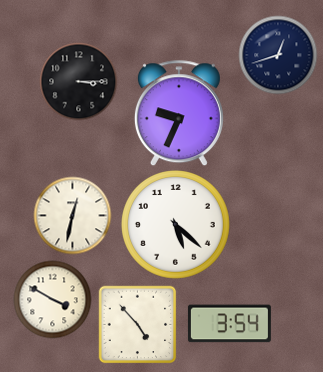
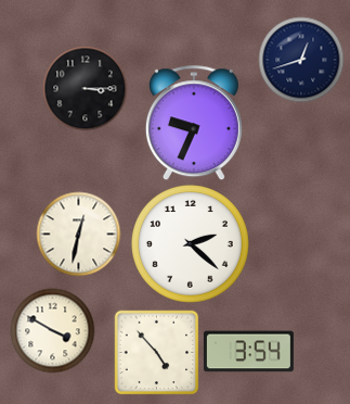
clock at (176, 225): 5:22 -> 2:22
clock at (52, 299) position: (52, 299) -> (52, 330)
clock at (137, 324) position: (137, 324) -> (156, 352)
